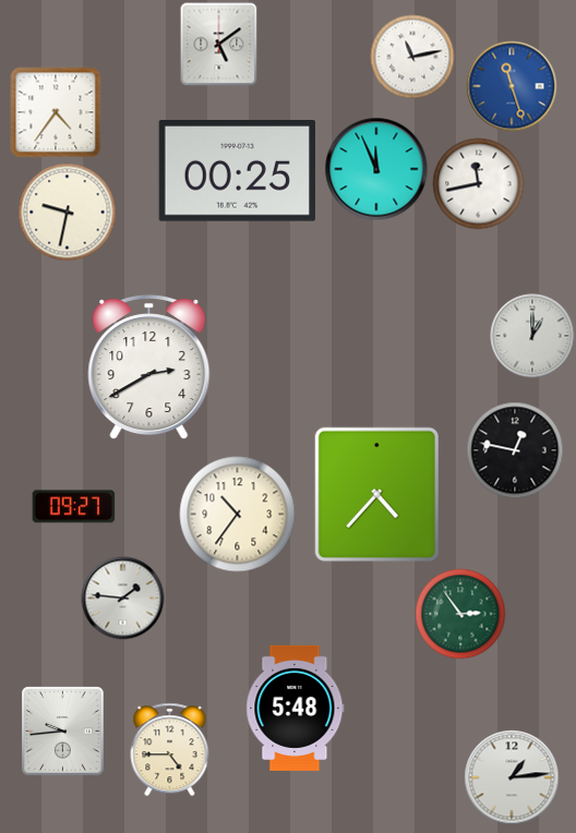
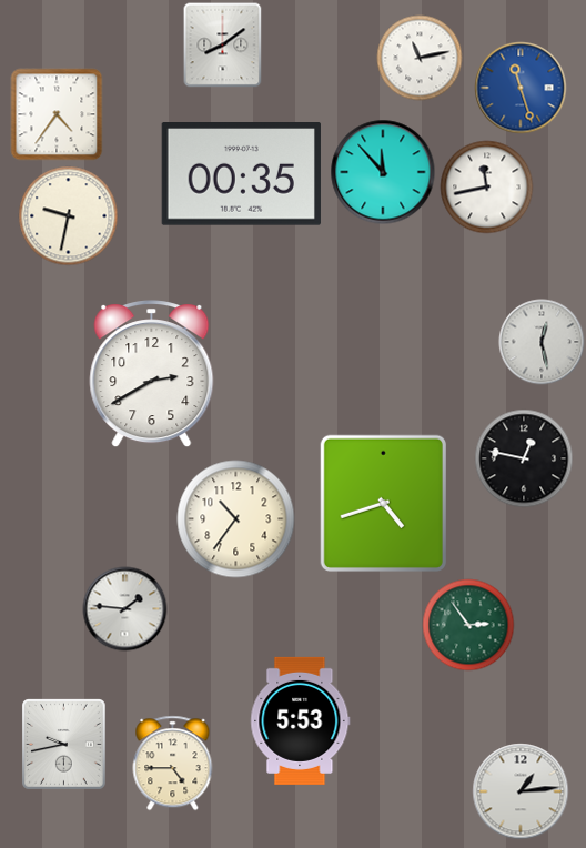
clock at (219, 45): 5:09 -> 8:09
clock at (376, 169): 11:56 -> 11:53
clock at (237, 171): 00:25 -> 00:35
clock at (532, 336): 1:00 -> 12:28
clock at (376, 494): 4:37 -> 4:42
clock at (74, 507): 09:27 -> none
clock at (238, 515) position: (238, 515) -> (236, 519)
clock at (296, 708): 5:48 -> 5:53
clock at (63, 732): 9:44 -> 9:43
